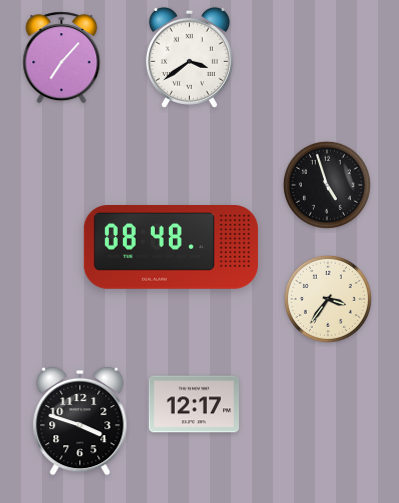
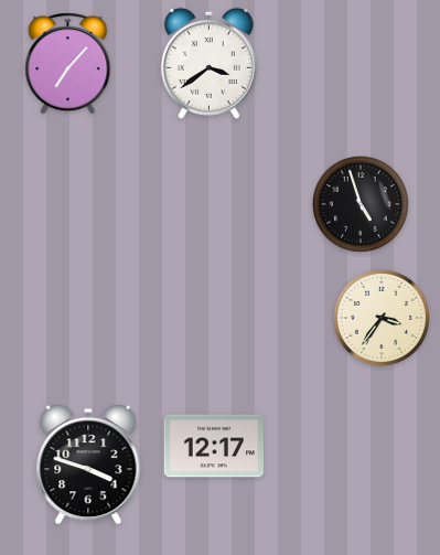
clock at (171, 248): 08:48 -> none
clock at (328, 299) position: (328, 299) -> (382, 318)
